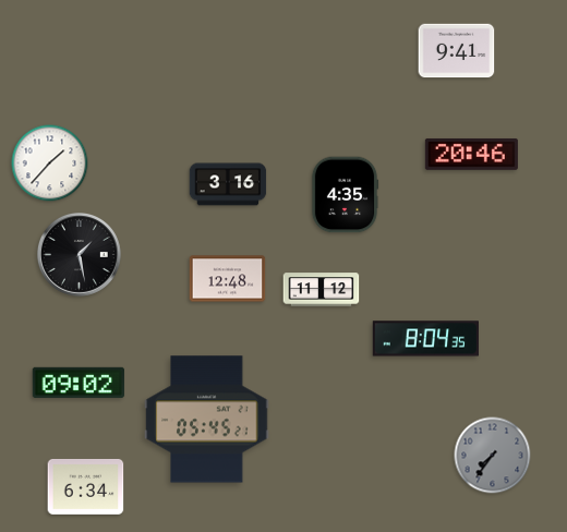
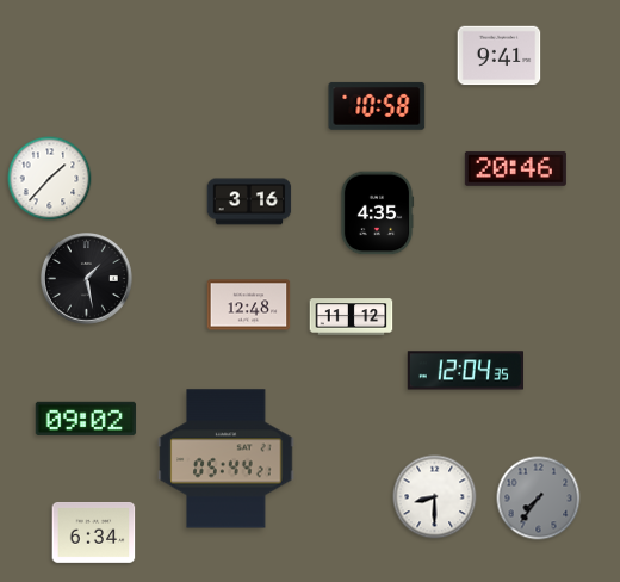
clock at (377, 106): none -> 10:58
clock at (50, 164) position: (50, 164) -> (50, 179)
clock at (425, 339): 8:04 -> 12:04
clock at (207, 420): 05:45 -> 05:44
clock at (435, 497): none -> 8:30
